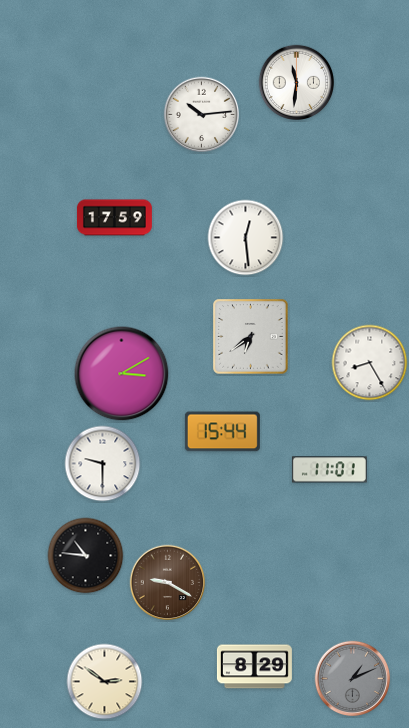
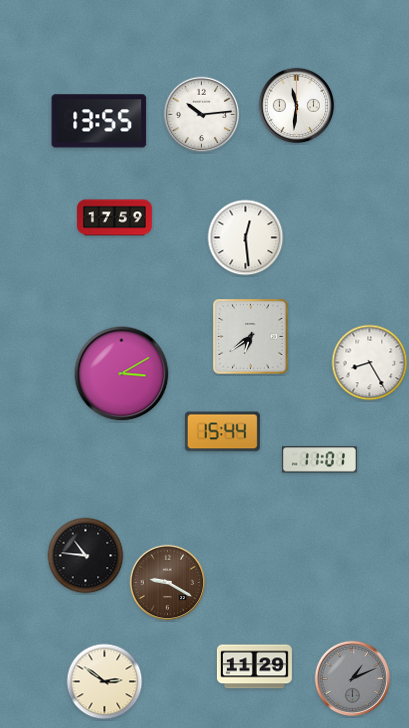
clock at (297, 83) position: (297, 83) -> (297, 106)
clock at (99, 121): none -> 13:55
clock at (103, 464): 9:30 -> none
clock at (329, 470) position: (329, 470) -> (319, 460)
clock at (254, 667): 8:29 -> 11:29
